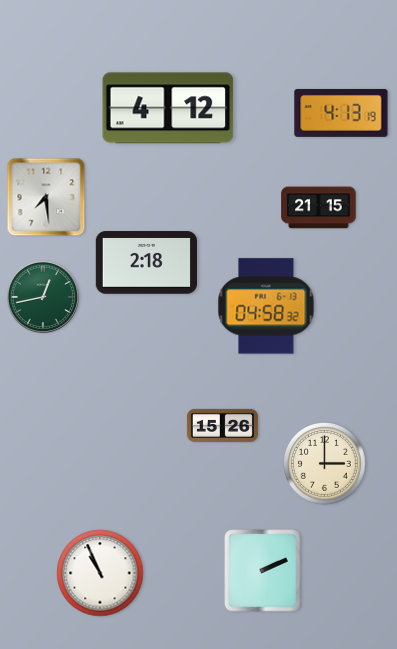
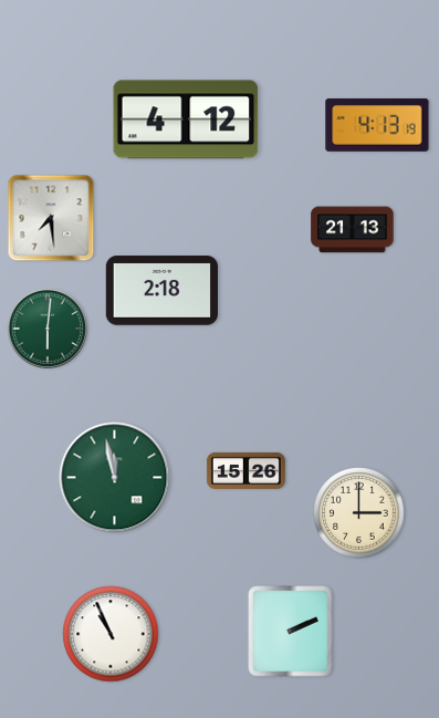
clock at (319, 208): 21:15 -> 21:13
clock at (43, 297): 12:43 -> 6:01
clock at (266, 306): 04:58 -> none
clock at (115, 478): none -> 11:58
